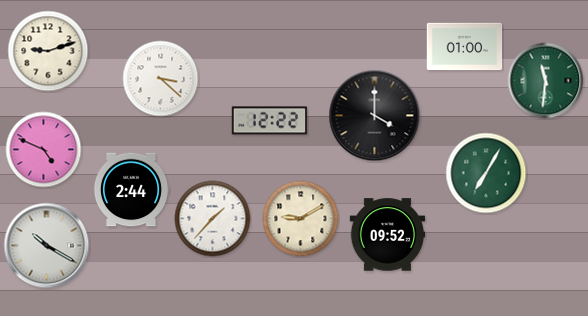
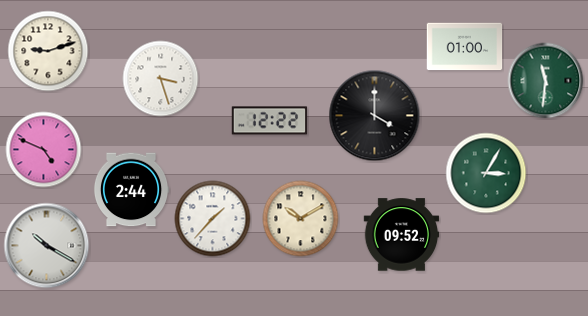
clock at (161, 79): 3:22 -> 3:27
clock at (486, 173): 7:05 -> 3:05
clock at (301, 219): 9:10 -> 10:10
clock at (388, 235) position: (388, 235) -> (402, 235)
